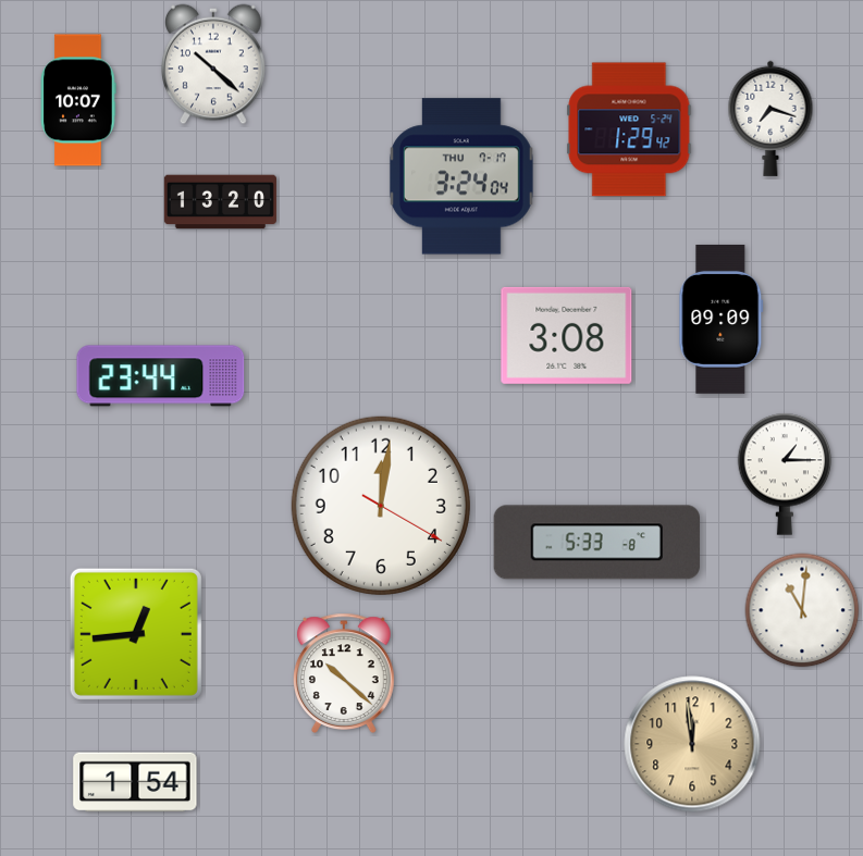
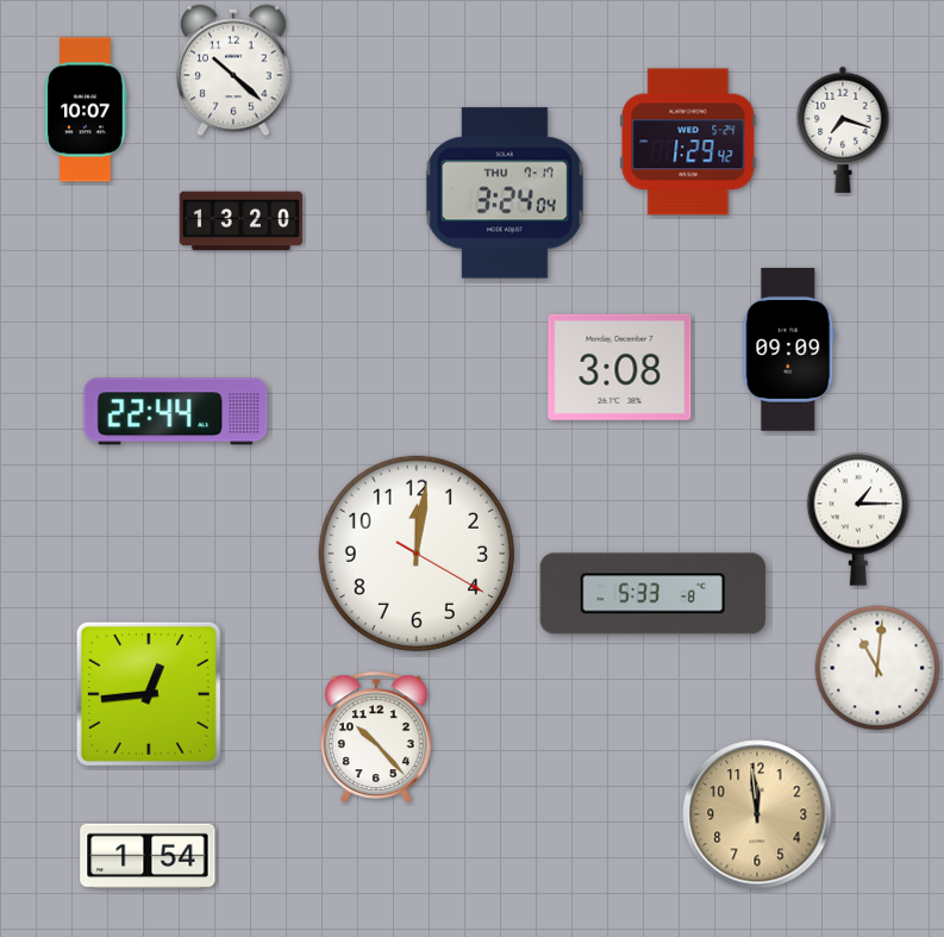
clock at (161, 376): 23:44 -> 22:44
clock at (344, 672): 10:22 -> 10:23
